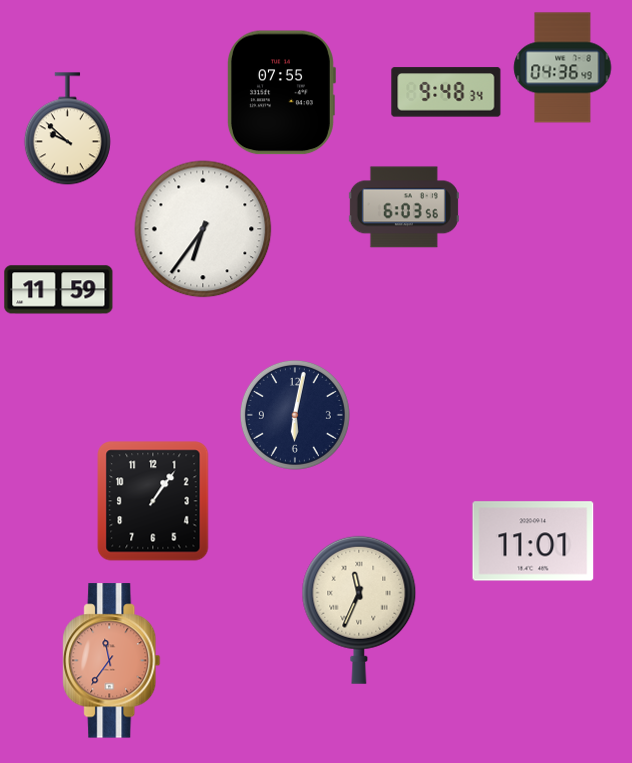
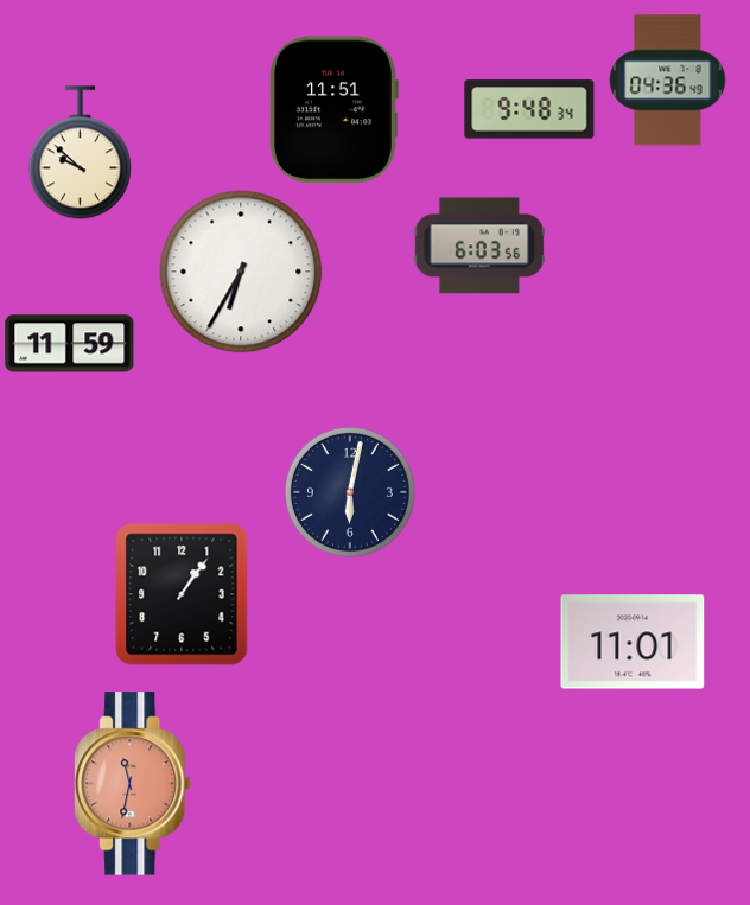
clock at (281, 93): 07:55 -> 11:51
clock at (203, 229): 6:36 -> 6:35
clock at (359, 610): 11:34 -> none
clock at (112, 661): 11:36 -> 11:32
